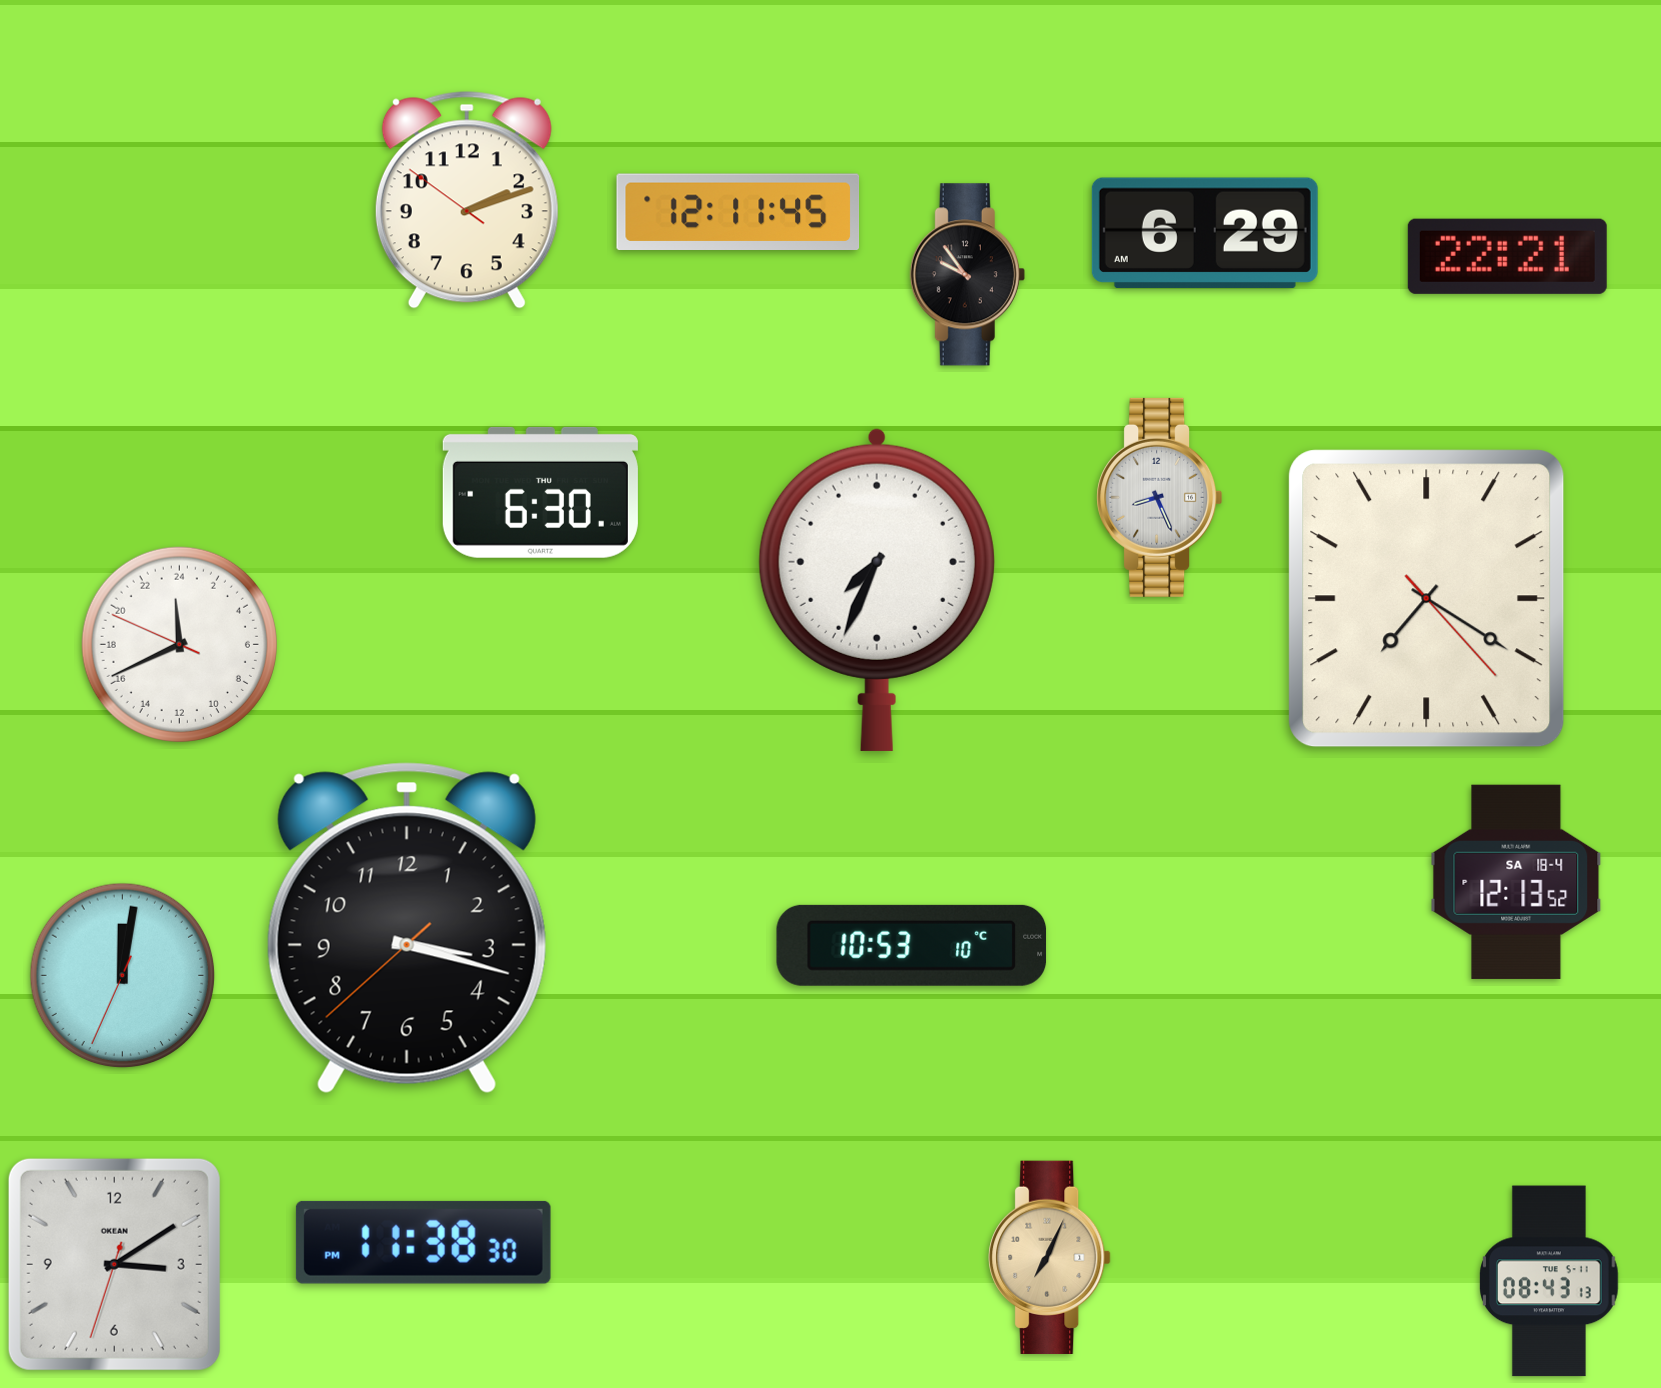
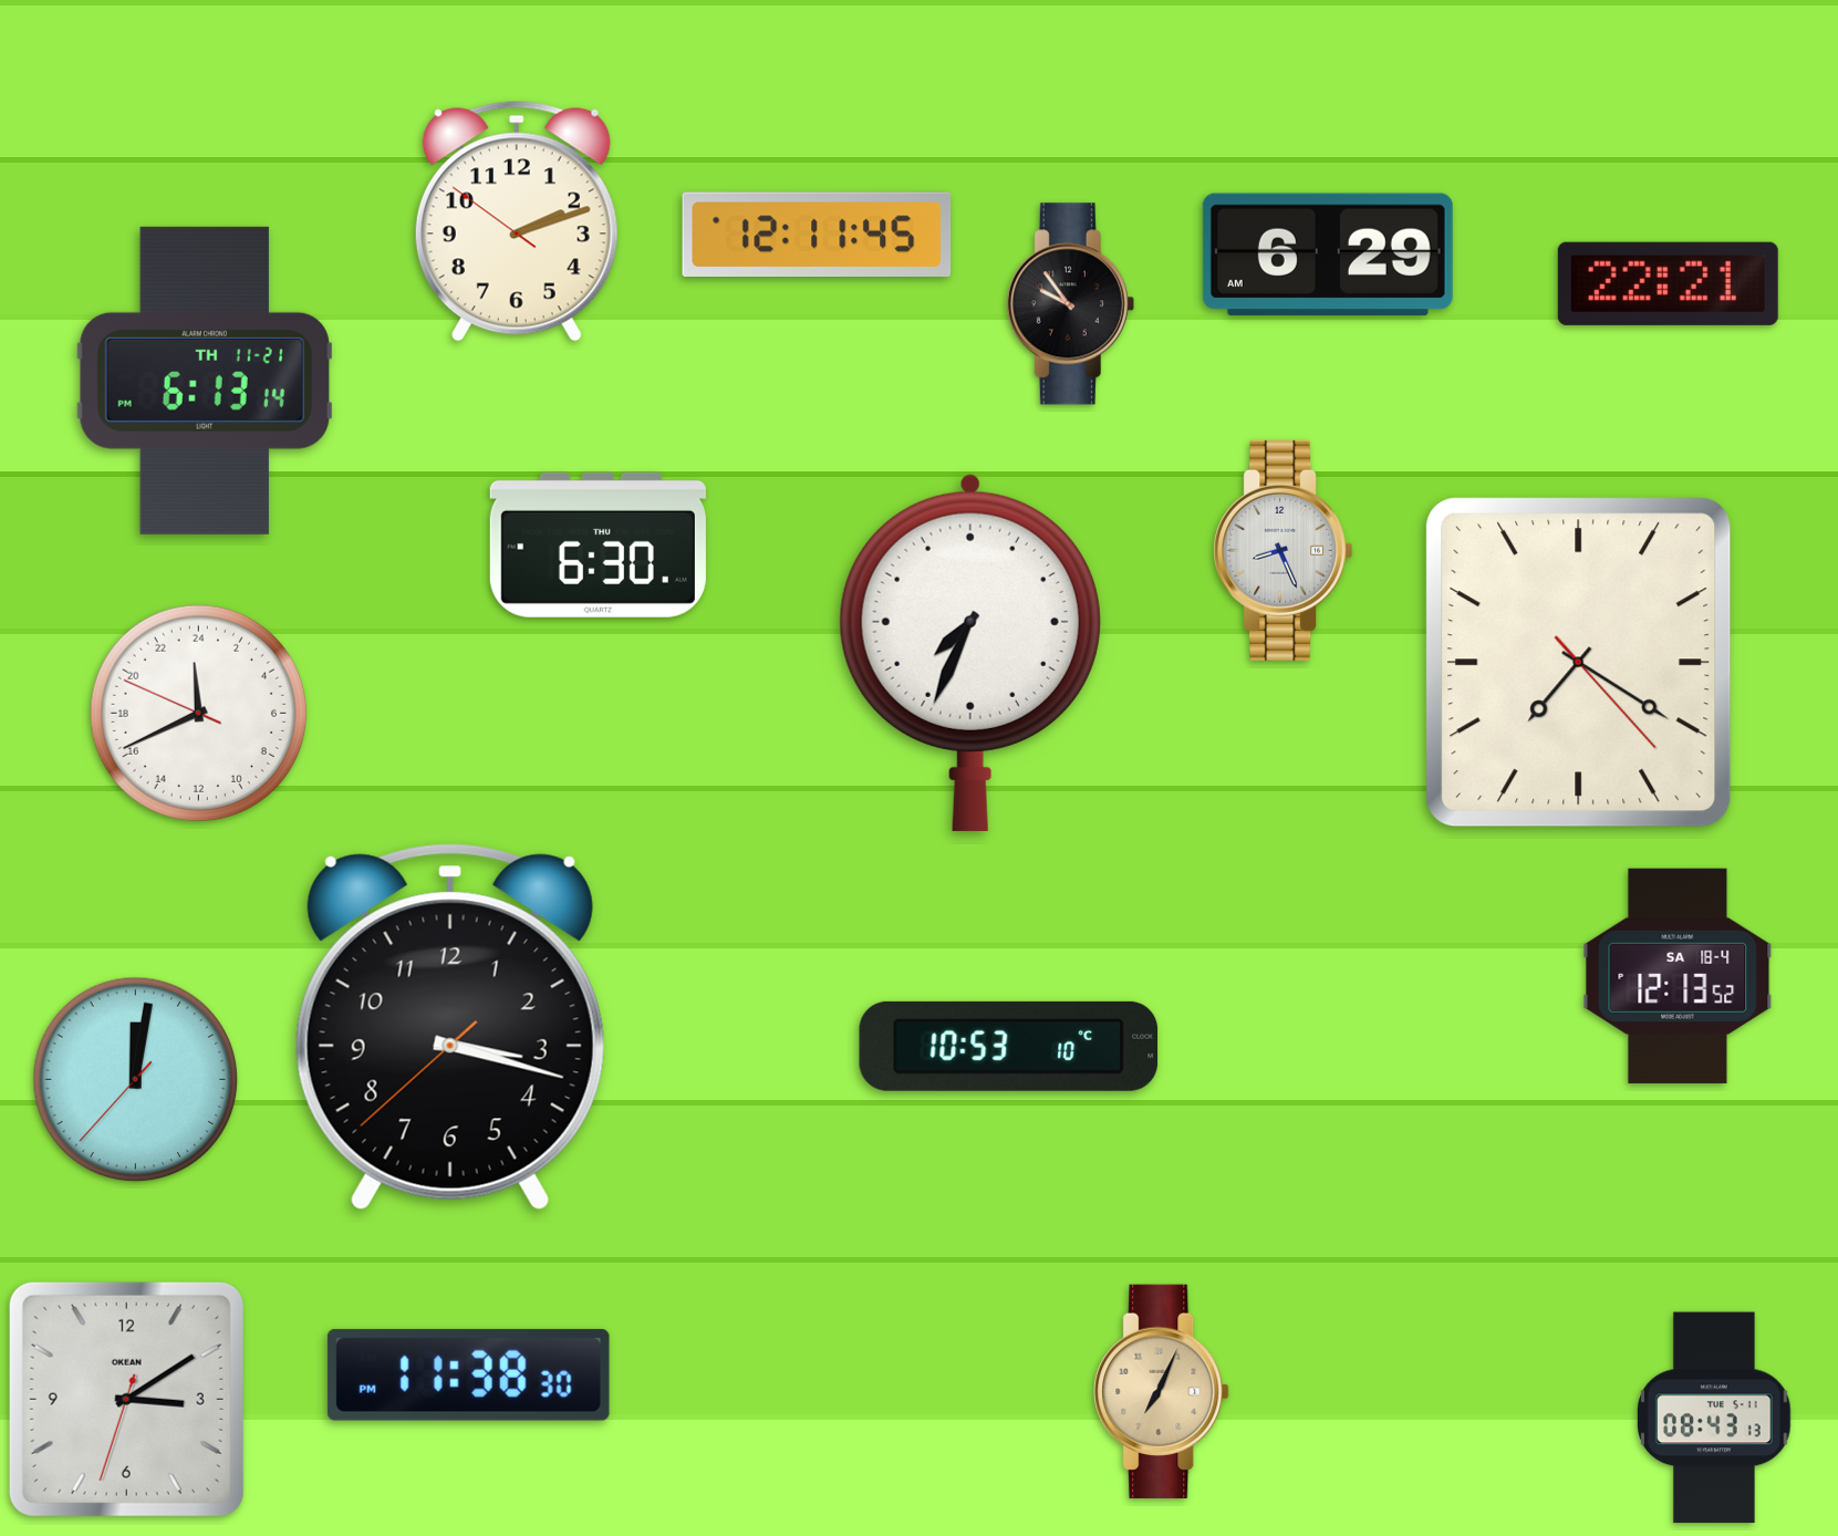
clock at (1205, 233) position: (1205, 233) -> (1328, 255)
clock at (204, 381): none -> 6:13
clock at (123, 976): 12:01:34 -> 12:01:37
